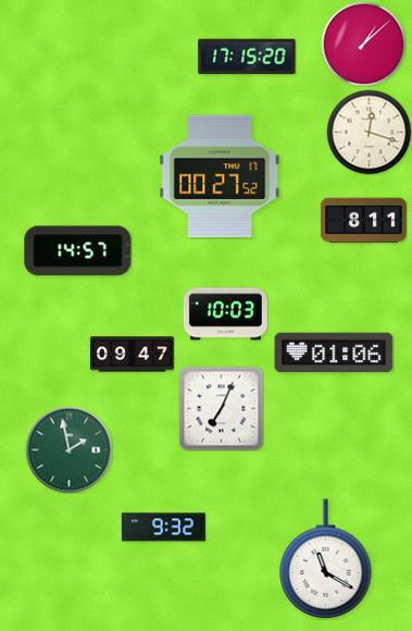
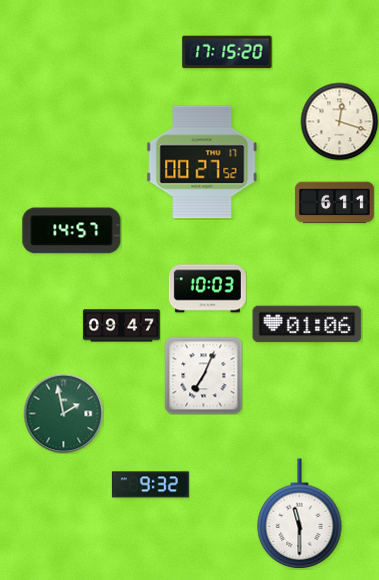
clock at (363, 44): 1:08 -> none
clock at (363, 221): 8:11 -> 6:11
clock at (326, 559): 11:20 -> 11:30
